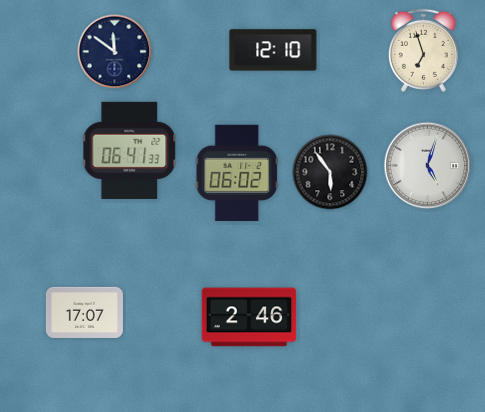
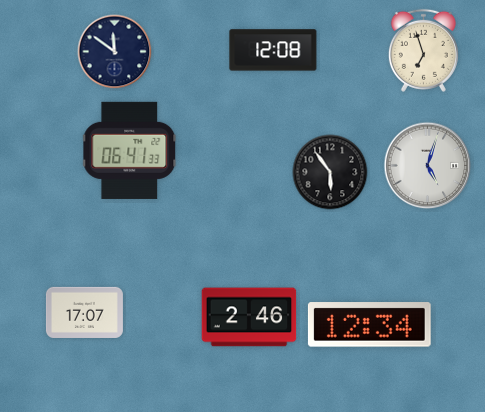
clock at (273, 50): 12:10 -> 12:08
clock at (236, 173): 06:02 -> none
clock at (369, 325): none -> 12:34
